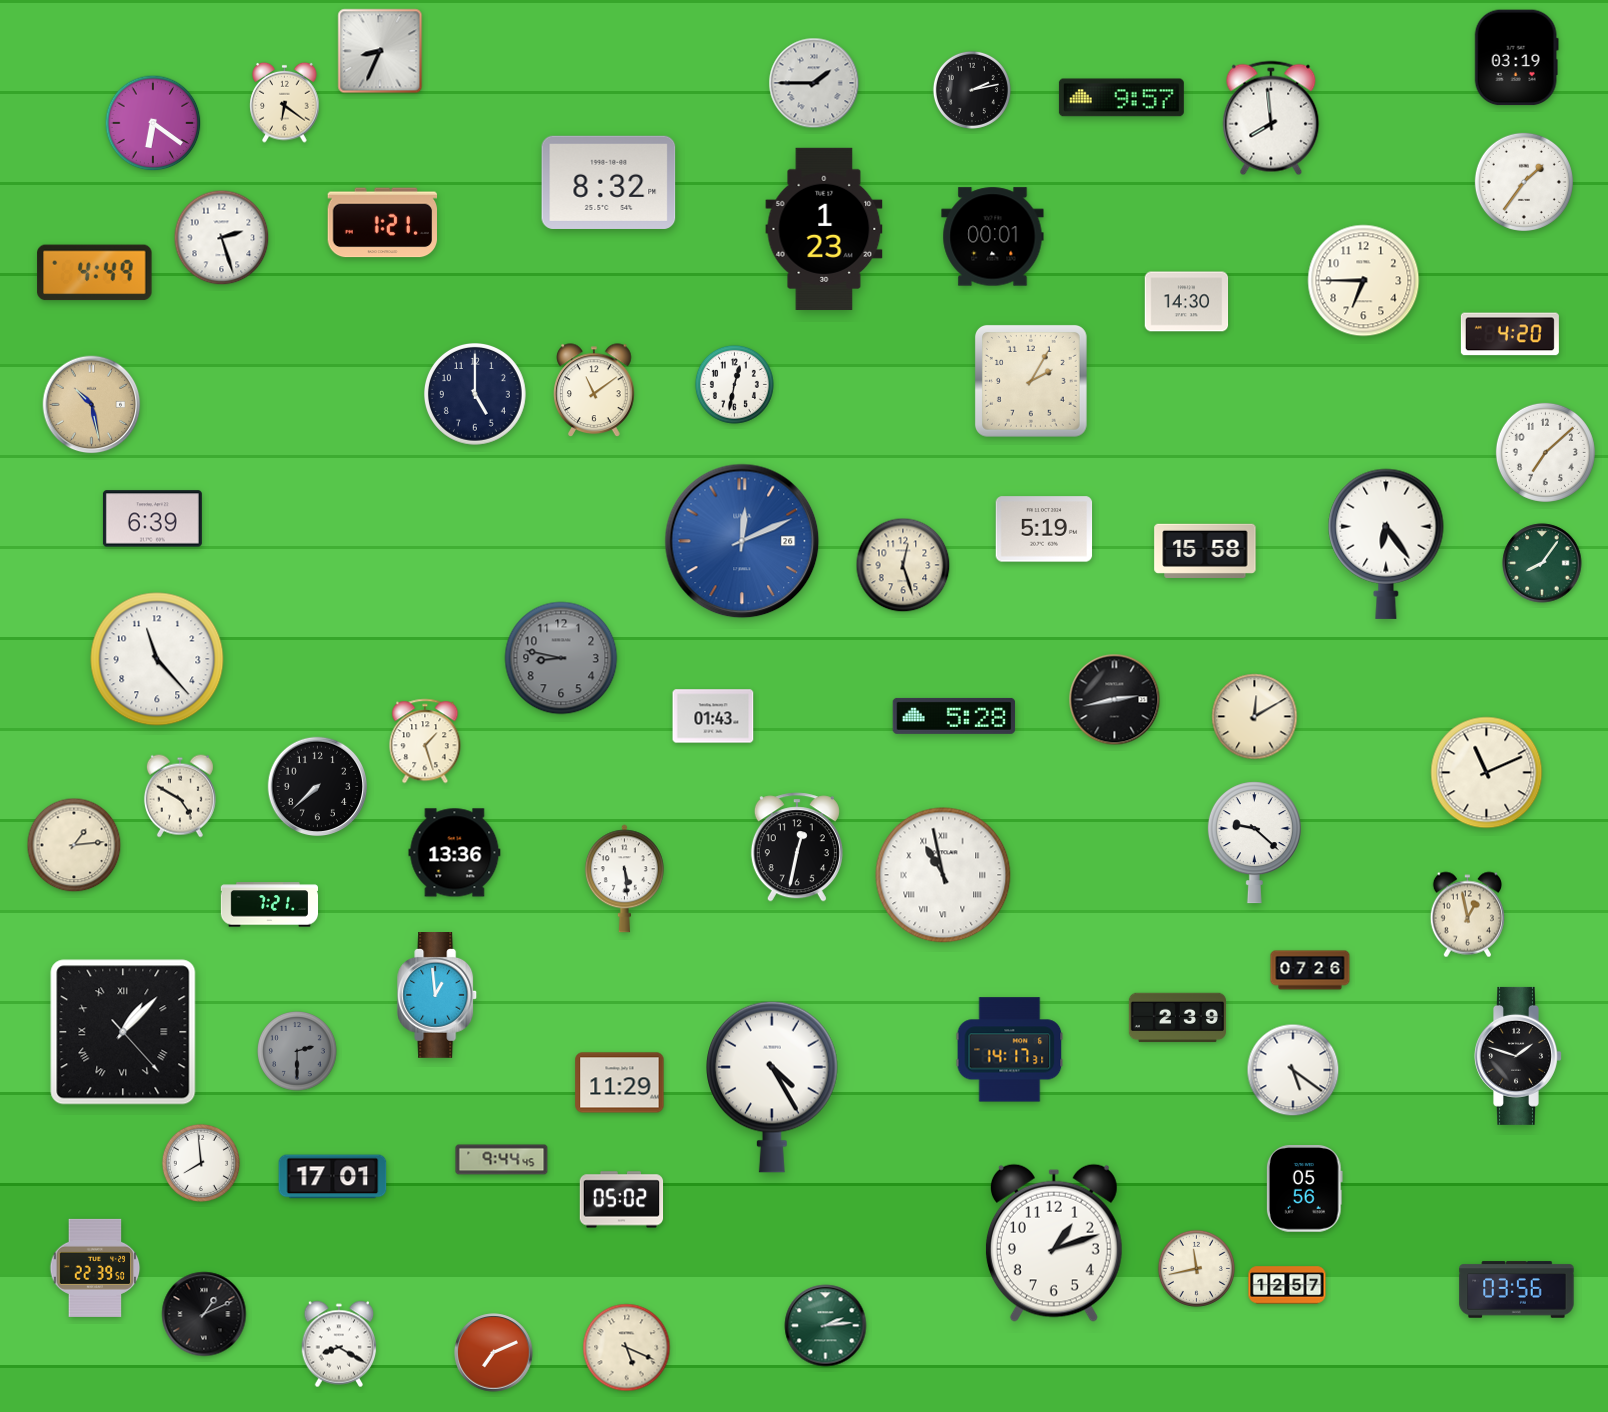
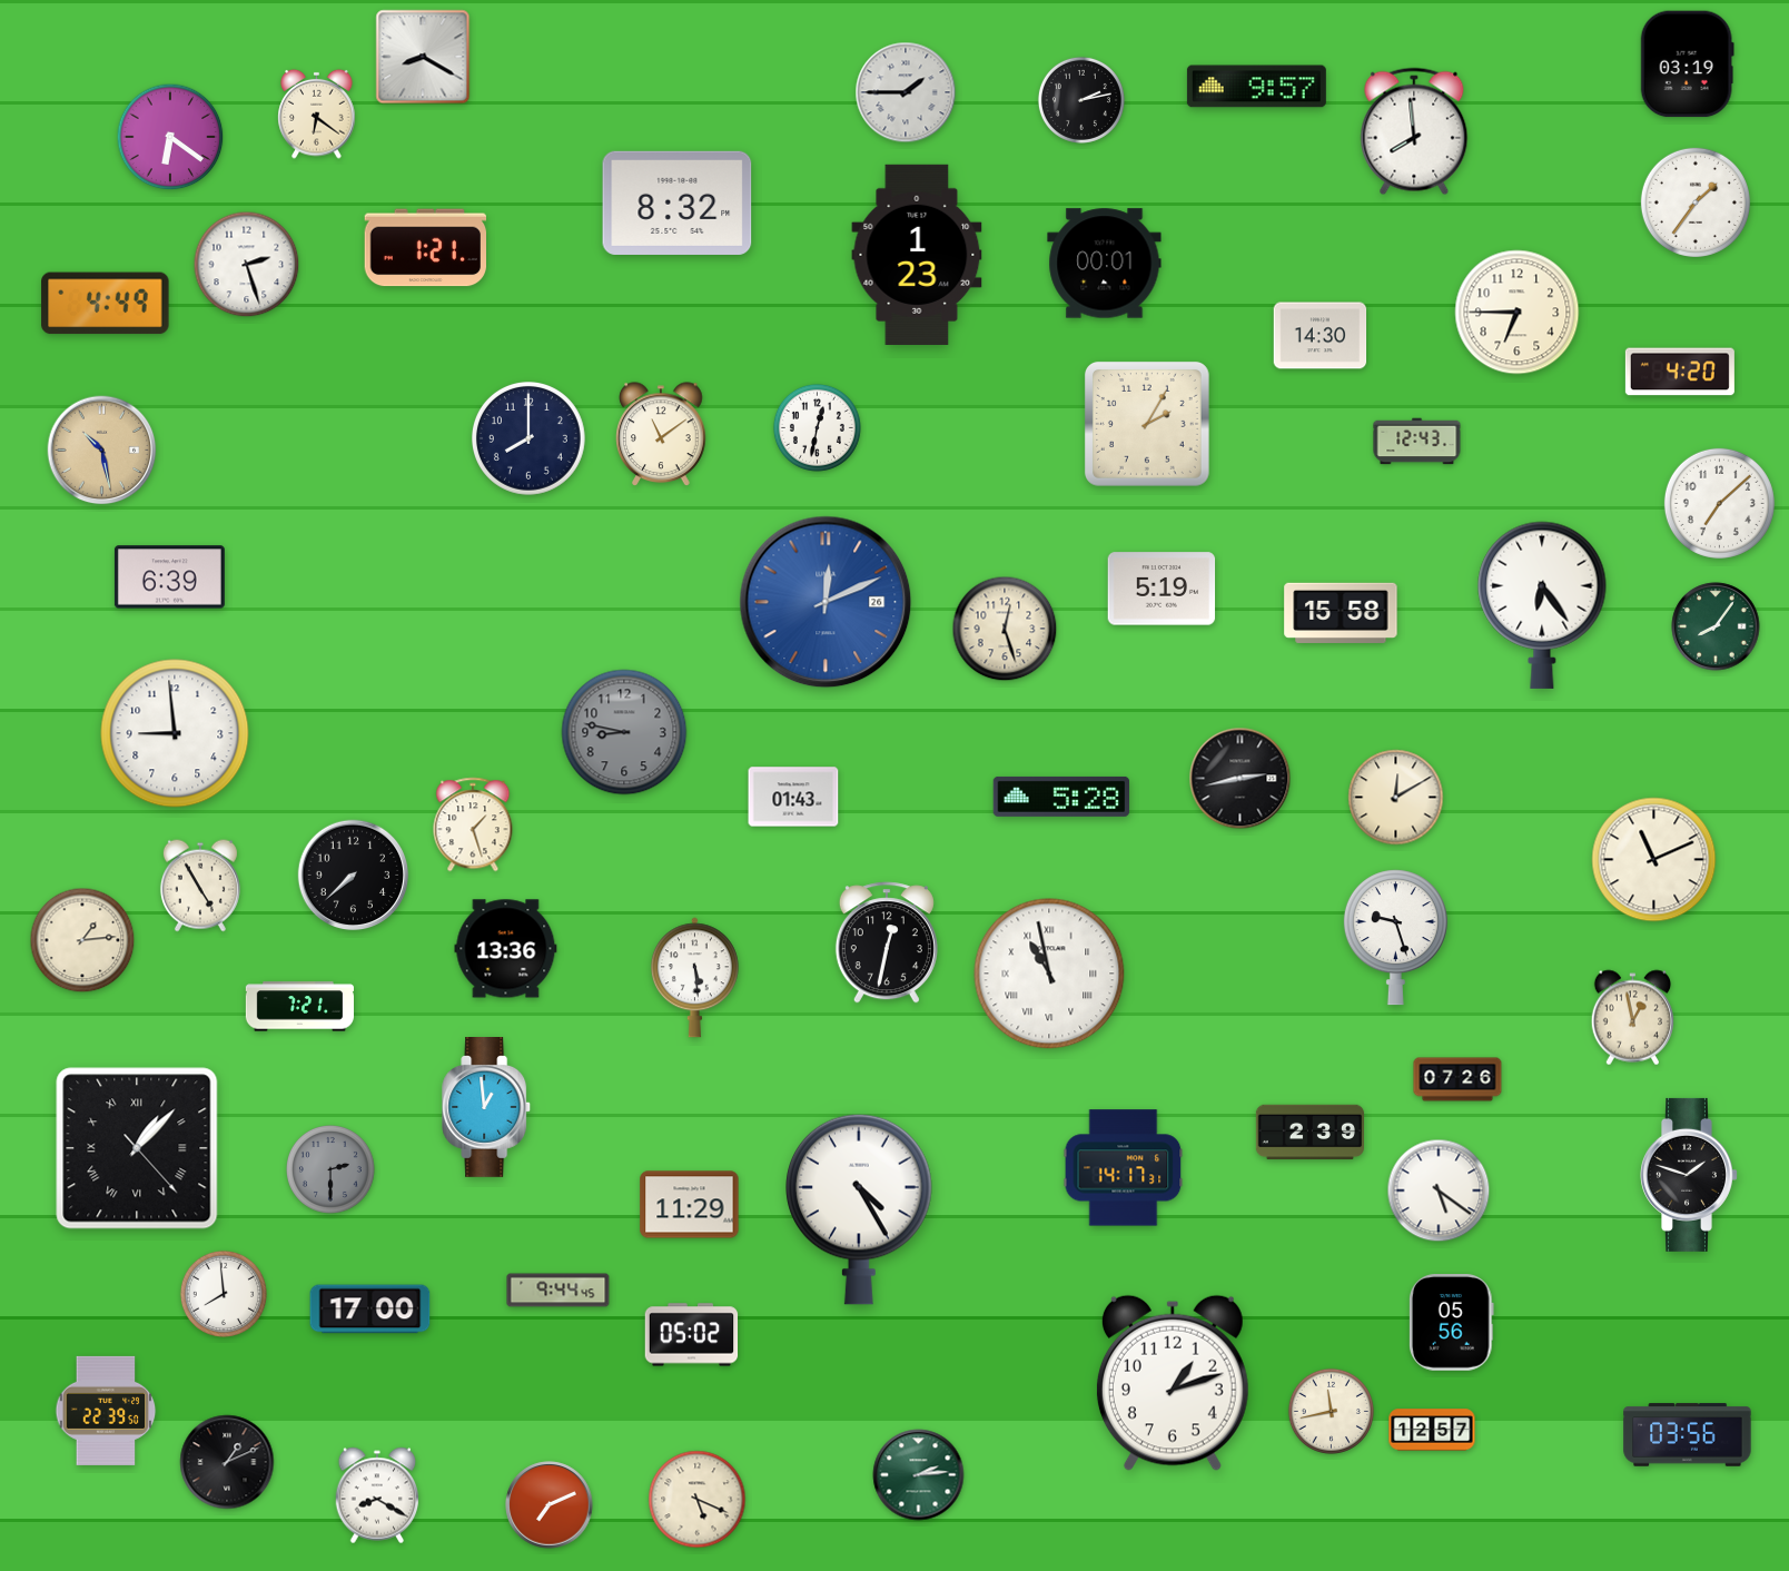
clock at (380, 51): 8:34 -> 8:20
clock at (1121, 98) position: (1121, 98) -> (1256, 87)
clock at (476, 395): 5:00 -> 8:00
clock at (1417, 442): none -> 12:43
clock at (157, 659): 11:23 -> 8:59
clock at (180, 796): 4:50 -> 4:55
clock at (1254, 843): 9:22 -> 9:27
clock at (333, 1177): 17:01 -> 17:00
